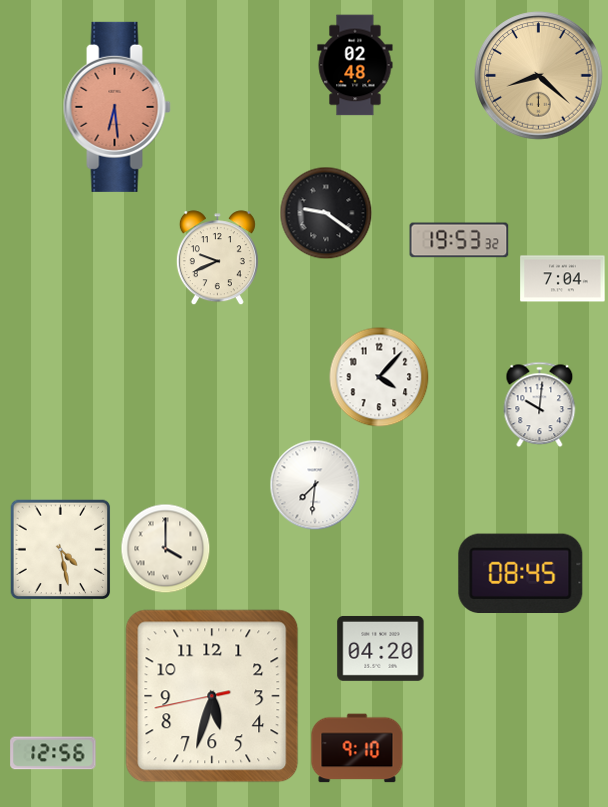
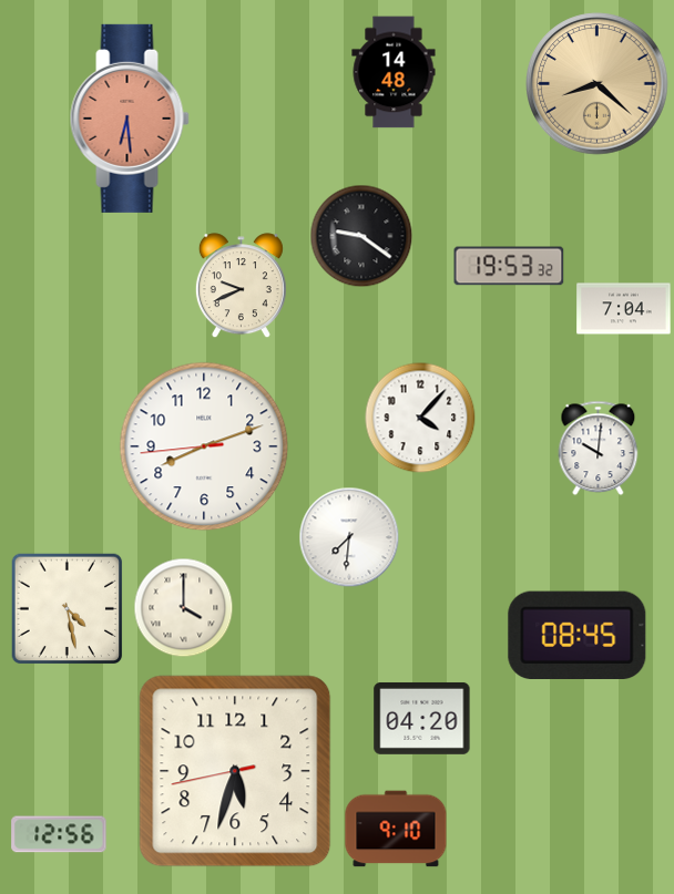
clock at (355, 65): 02:48 -> 14:48
clock at (204, 446): none -> 8:11
